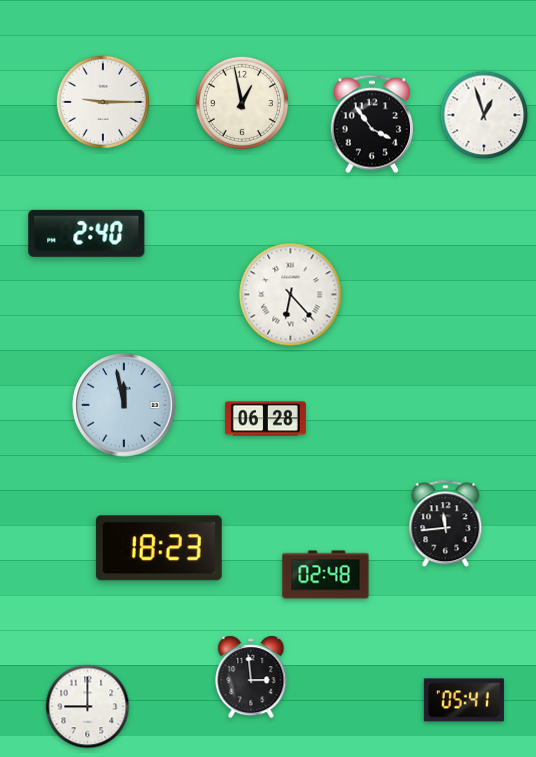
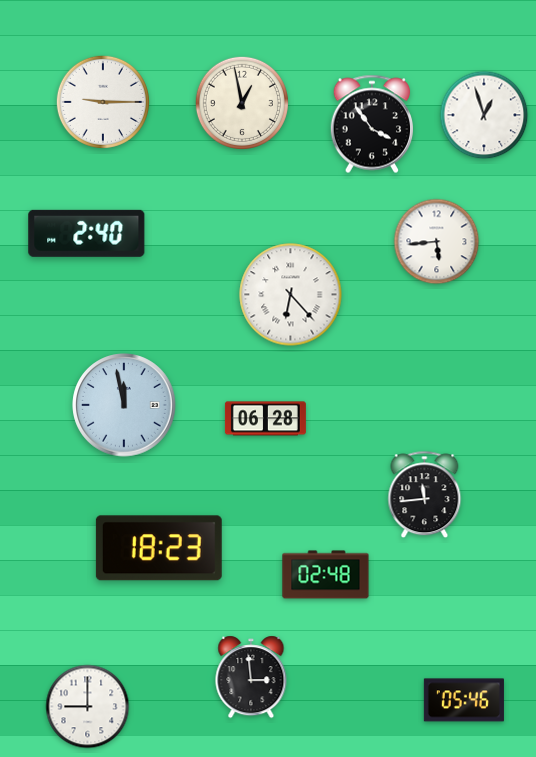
clock at (437, 242): none -> 5:44
clock at (446, 524) position: (446, 524) -> (425, 495)
clock at (464, 700): 05:41 -> 05:46
